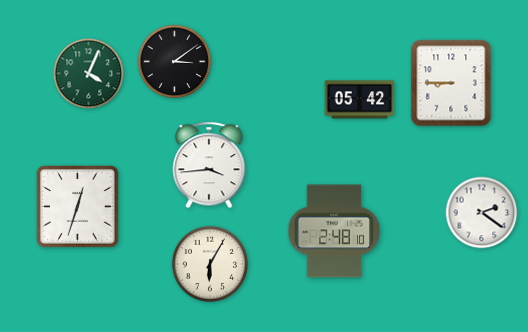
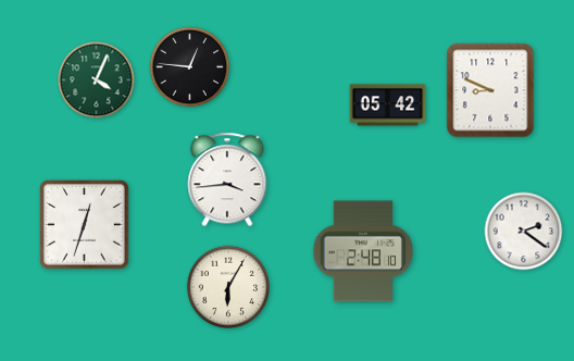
clock at (175, 62): 3:09 -> 12:46
clock at (451, 83): 8:45 -> 8:49
clock at (360, 100) position: (360, 100) -> (388, 105)
